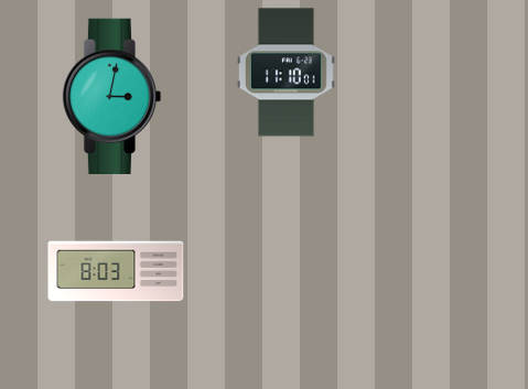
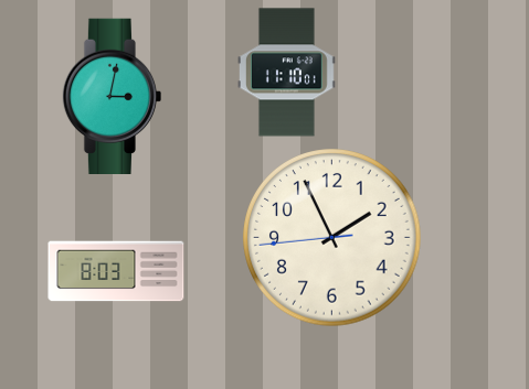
clock at (332, 238): none -> 1:55
